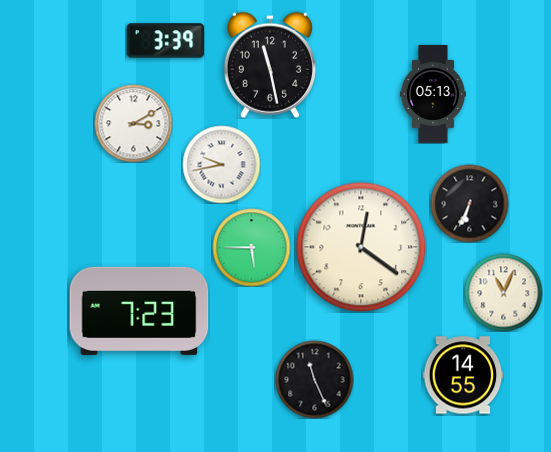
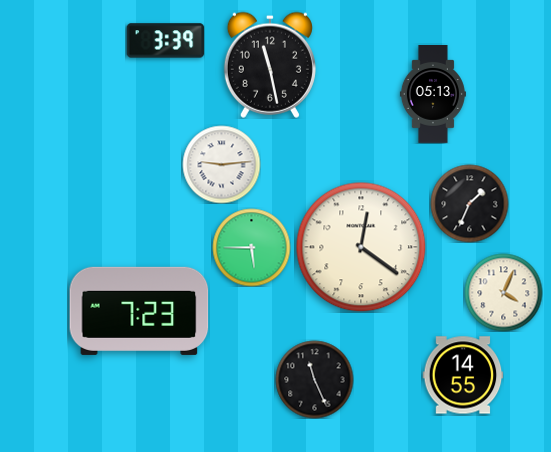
clock at (133, 123): 3:10 -> none
clock at (221, 164): 9:43 -> 9:14
clock at (469, 203): 6:34 -> 1:34
clock at (503, 292): 11:04 -> 4:04
